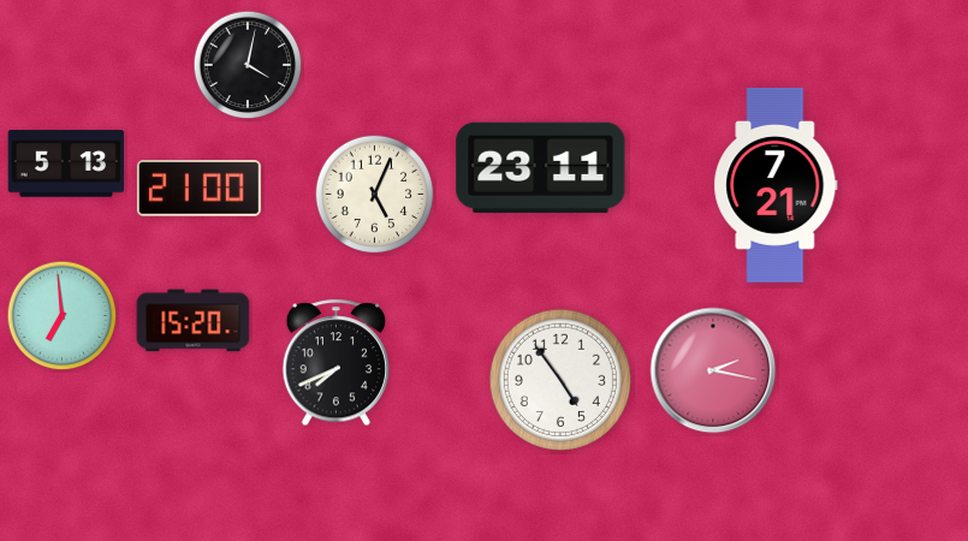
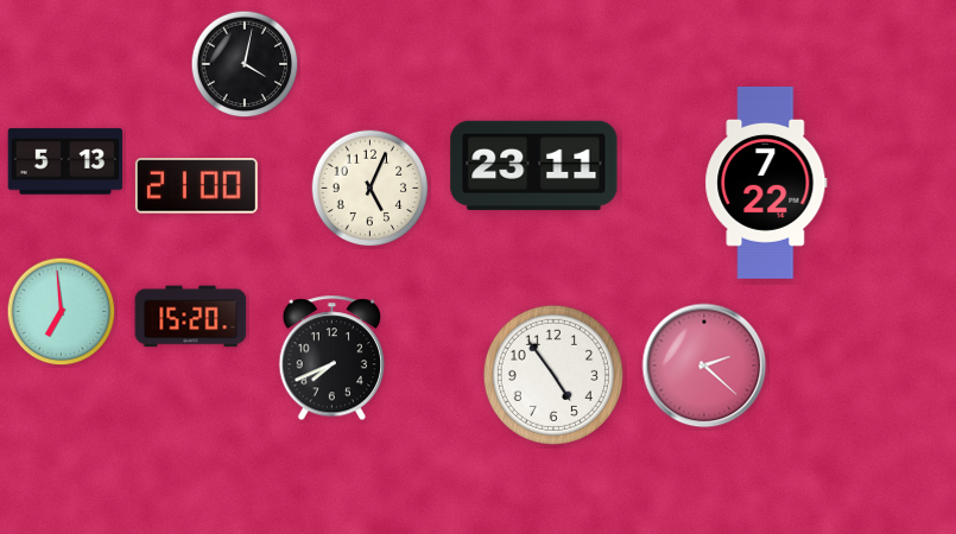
clock at (776, 185): 7:21 -> 7:22
clock at (375, 195) position: (375, 195) -> (371, 189)
clock at (713, 370): 2:17 -> 2:22
